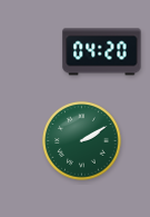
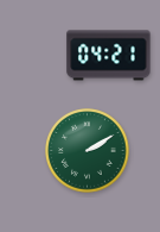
clock at (102, 52): 04:20 -> 04:21
